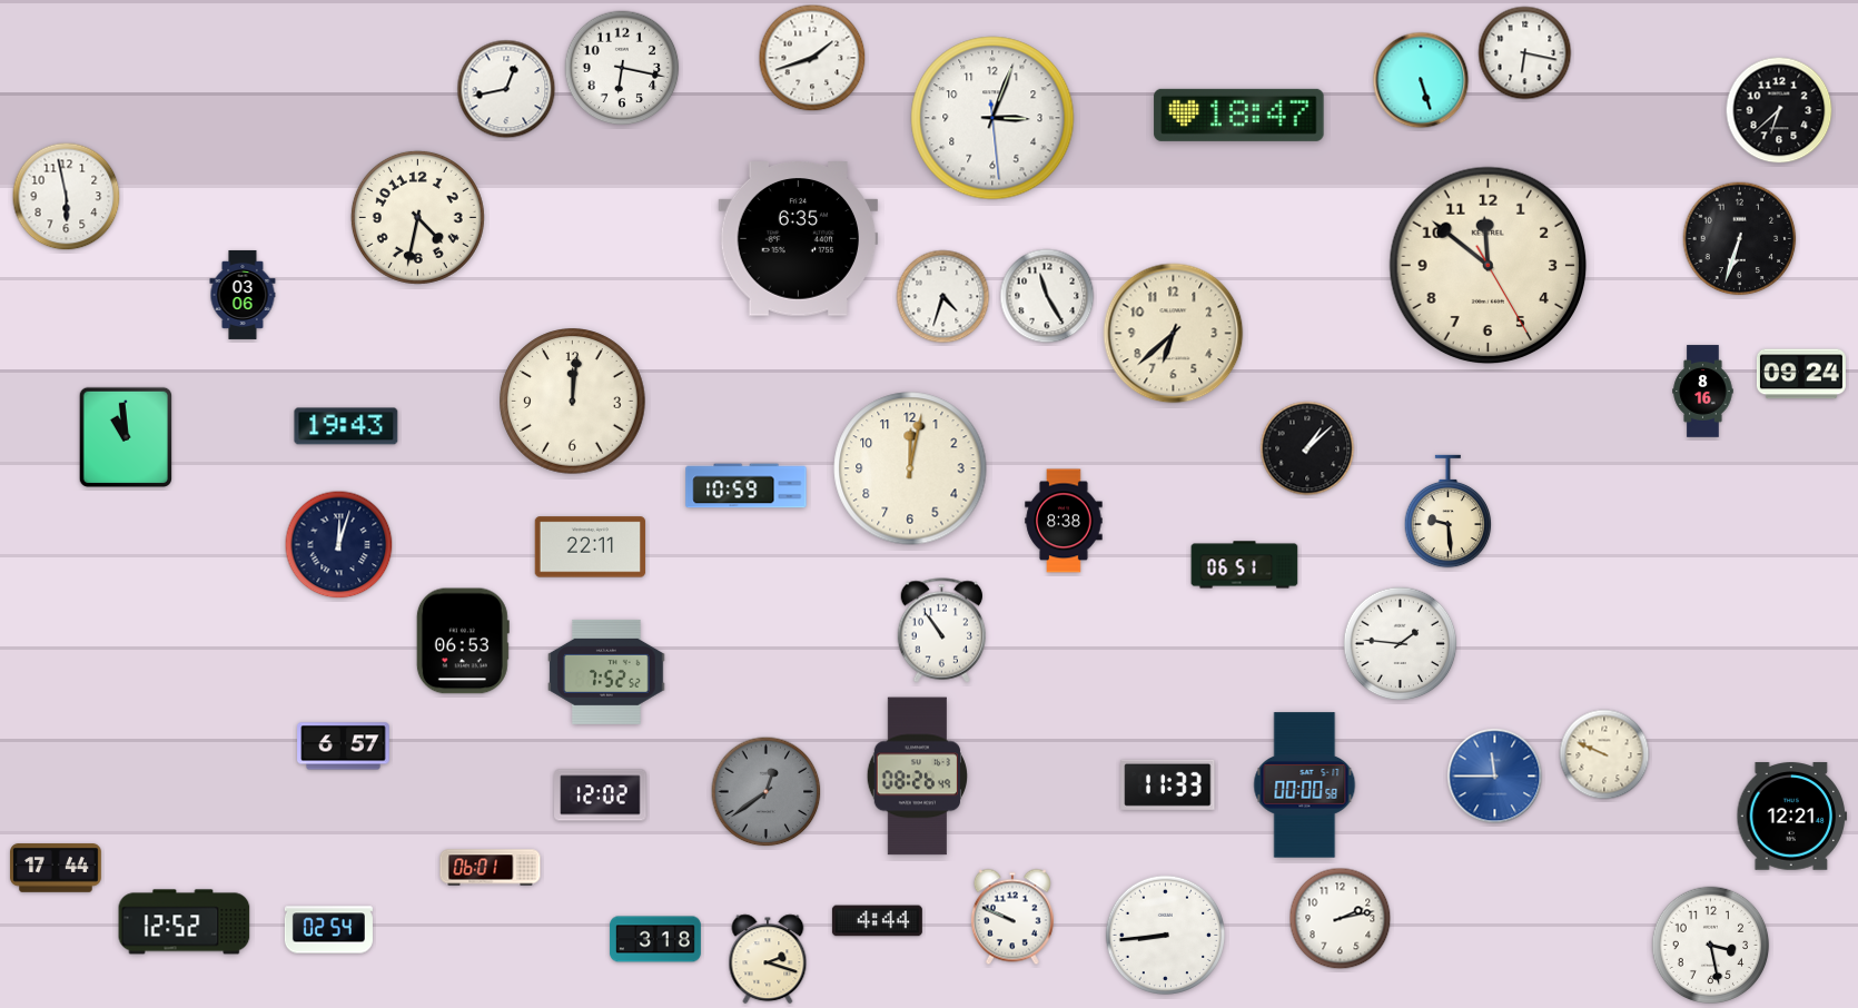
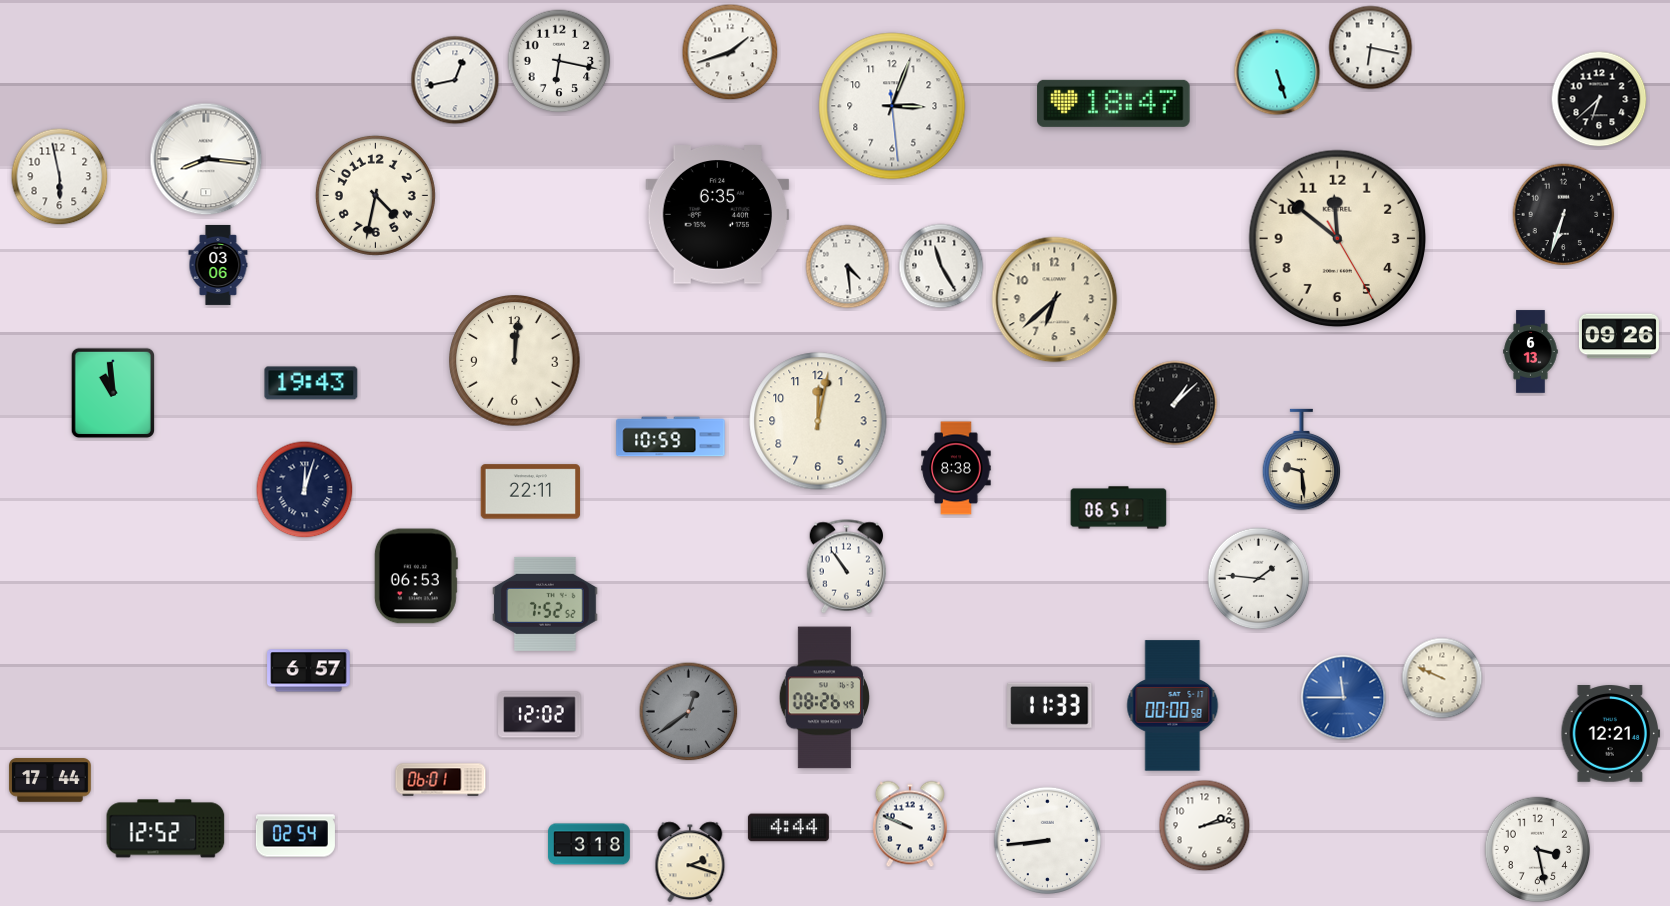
clock at (206, 159): none -> 8:16
clock at (943, 297): 4:33 -> 4:29
clock at (1801, 374): 09:24 -> 09:26
clock at (1703, 392): 8:16 -> 6:13
